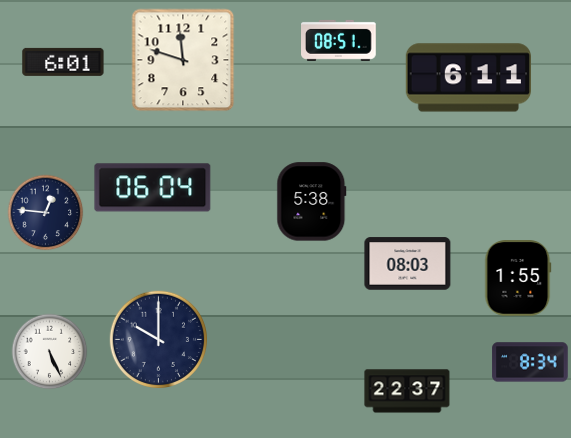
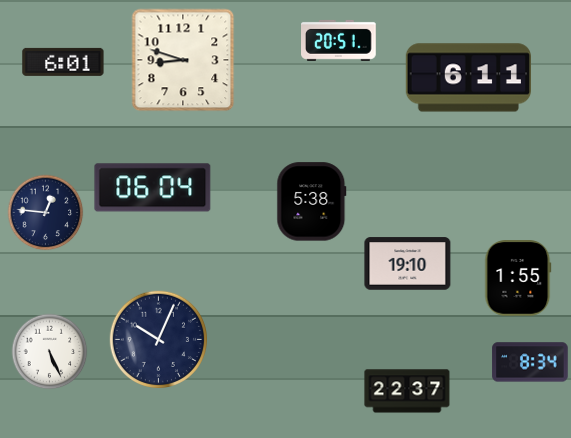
clock at (339, 40): 08:51 -> 20:51
clock at (183, 60): 11:48 -> 8:48
clock at (408, 264): 08:03 -> 19:10
clock at (159, 340): 10:00 -> 10:04
